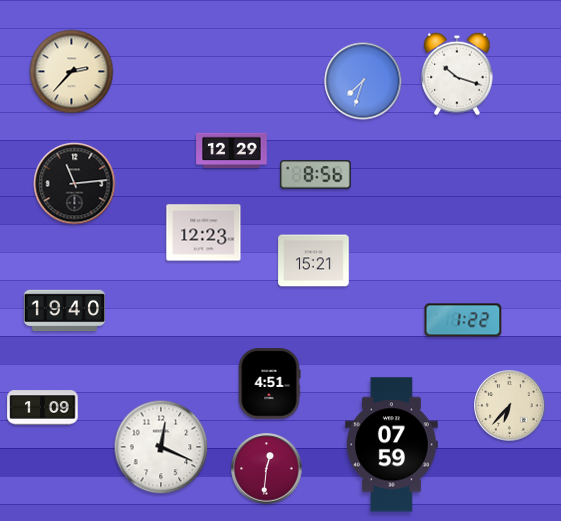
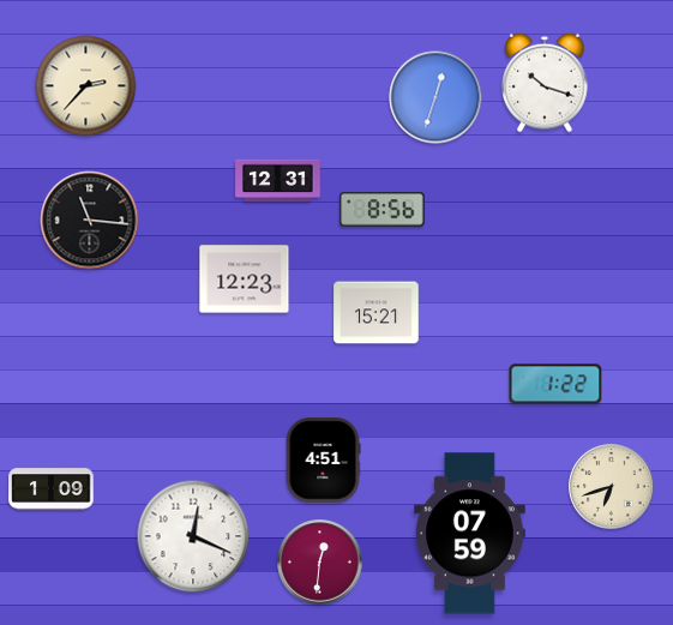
clock at (457, 74) position: (457, 74) -> (545, 83)
clock at (363, 81): 7:33 -> 12:33
clock at (232, 151): 12:29 -> 12:31
clock at (316, 175) position: (316, 175) -> (383, 210)
clock at (75, 184): 11:14 -> 11:16
clock at (65, 311): 19:40 -> none
clock at (510, 406): 6:37 -> 6:42
